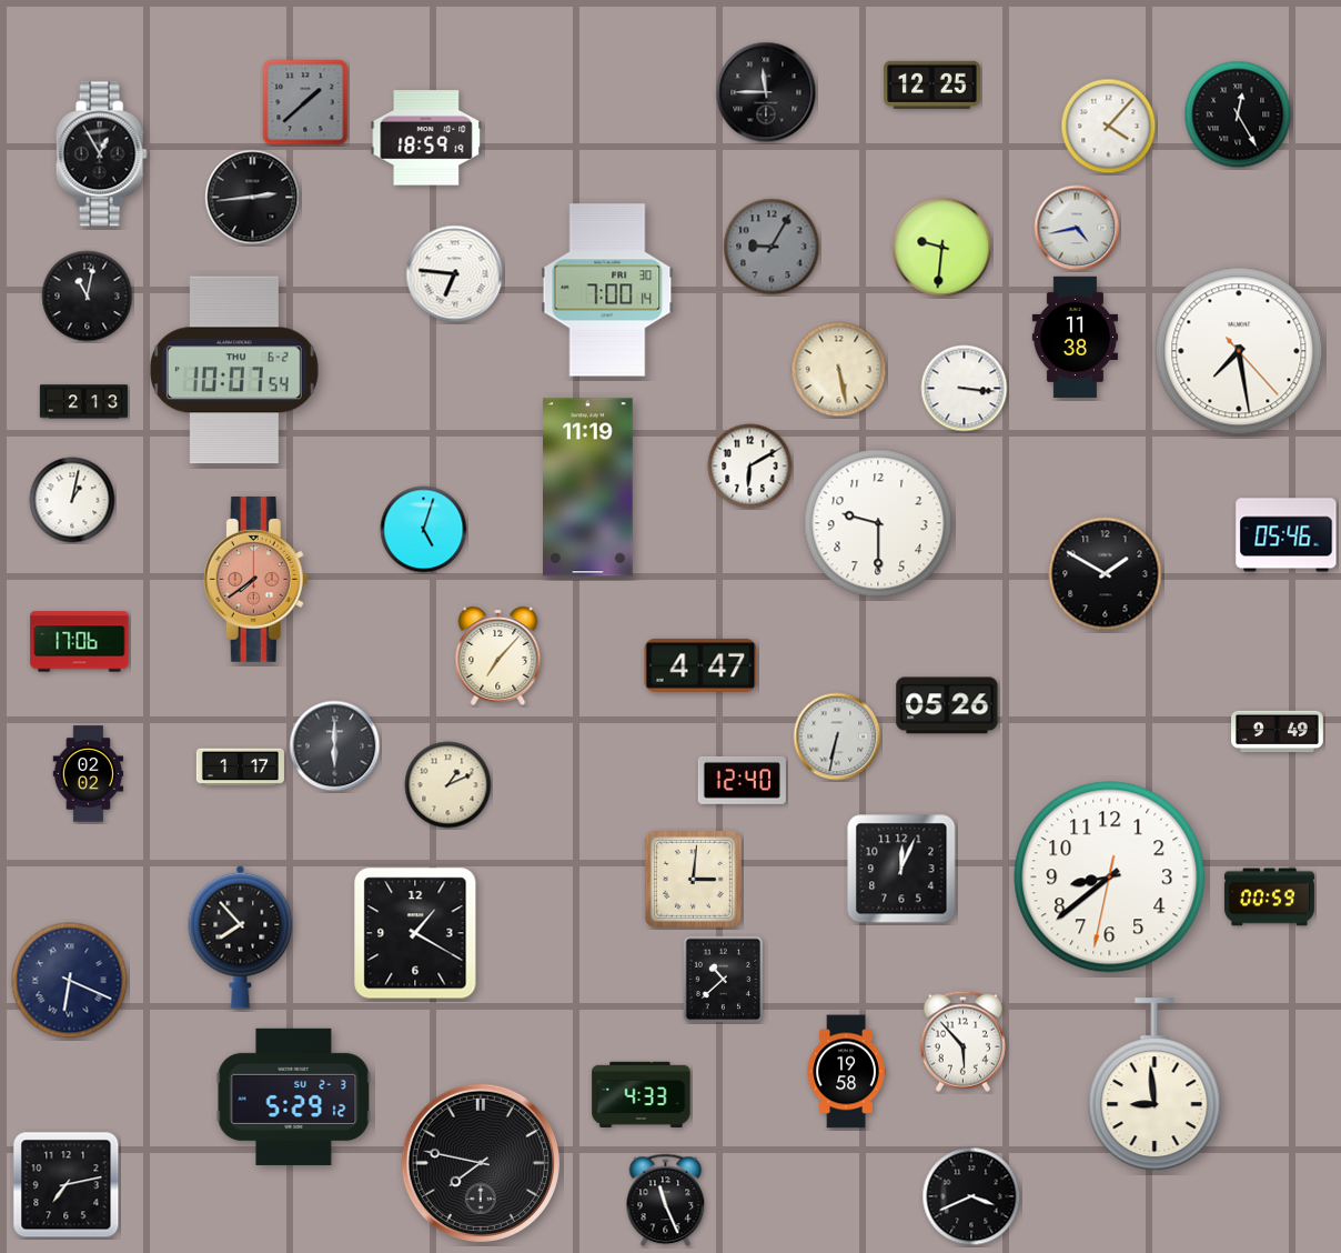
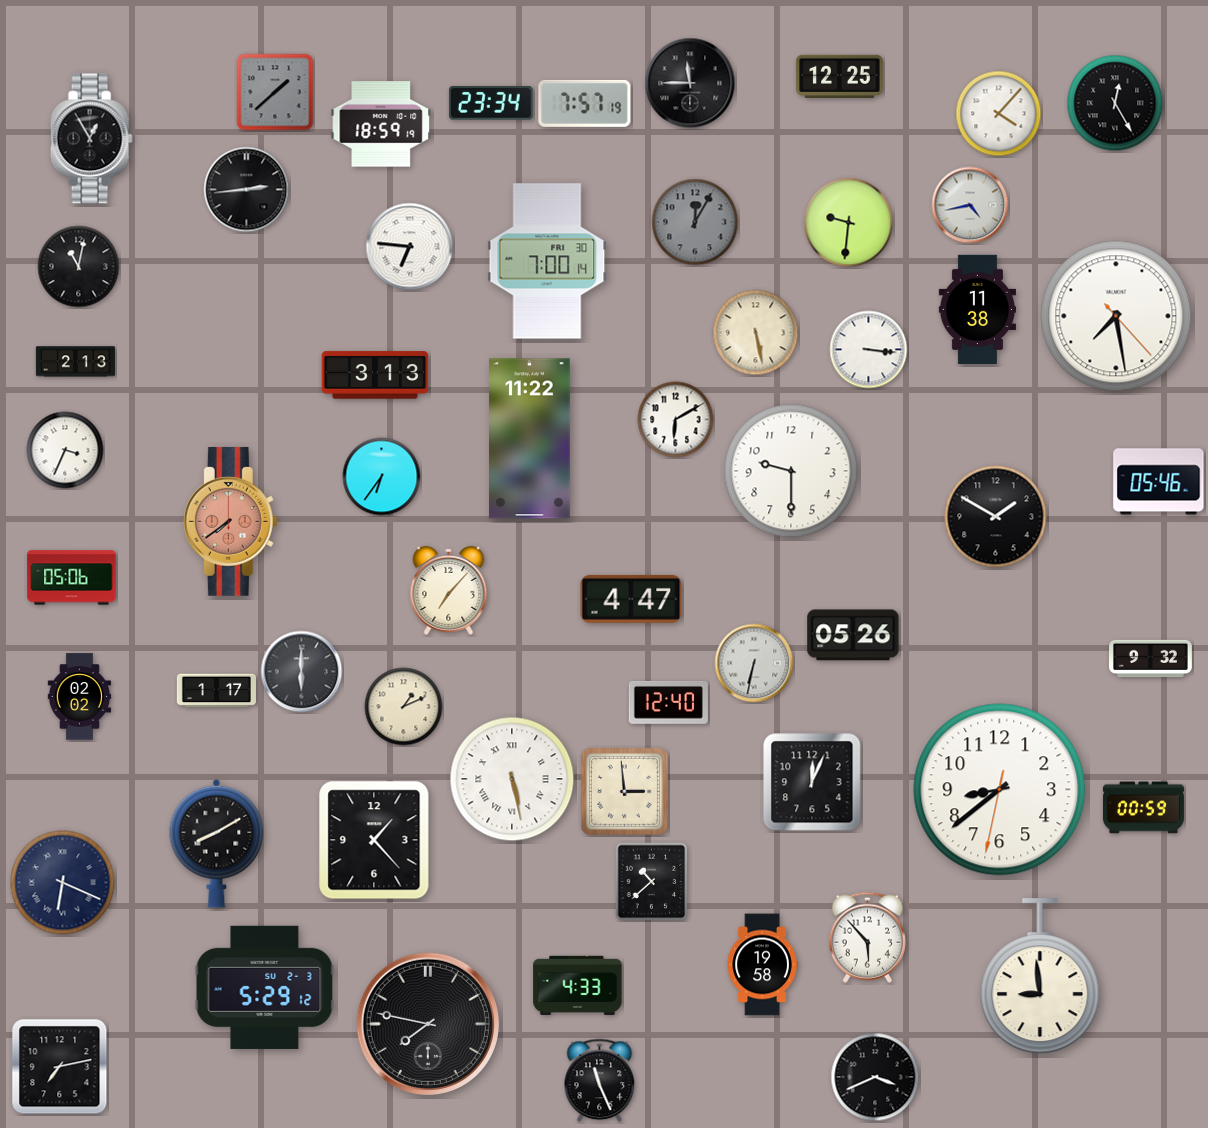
clock at (491, 103): none -> 23:34
clock at (585, 103): none -> 7:57
clock at (426, 138) position: (426, 138) -> (381, 124)
clock at (253, 198) position: (253, 198) -> (247, 190)
clock at (772, 247): 9:05 -> 12:05
clock at (1075, 338) position: (1075, 338) -> (977, 310)
clock at (234, 370): 10:07 -> none
clock at (375, 375): none -> 3:13
clock at (588, 488): 11:19 -> 11:22
clock at (72, 500): 1:02 -> 3:34
clock at (424, 530): 5:03 -> 6:36
clock at (80, 642): 17:06 -> 05:06
clock at (1278, 732): 9:49 -> 9:32
clock at (512, 779): none -> 5:28
clock at (693, 879): 3:01 -> 2:59
clock at (415, 933): 1:20 -> 1:23
clock at (241, 936): 7:53 -> 8:10
clock at (481, 1163) position: (481, 1163) -> (428, 1024)
